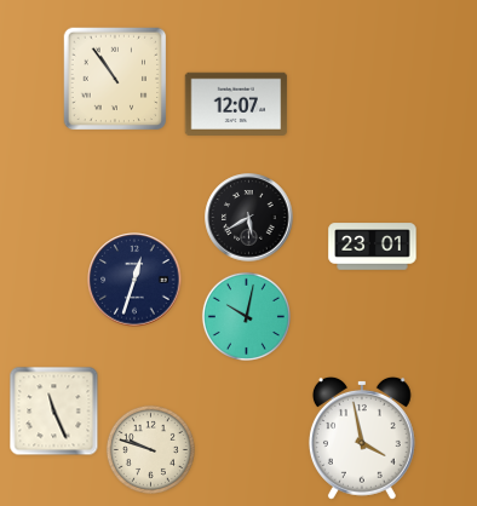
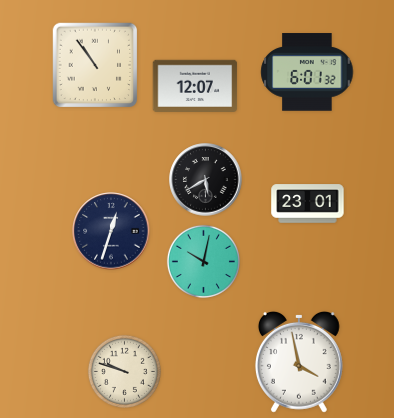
clock at (307, 72): none -> 6:01
clock at (54, 412): 11:26 -> none
